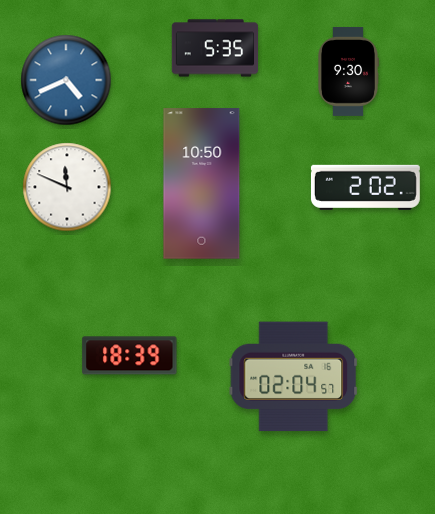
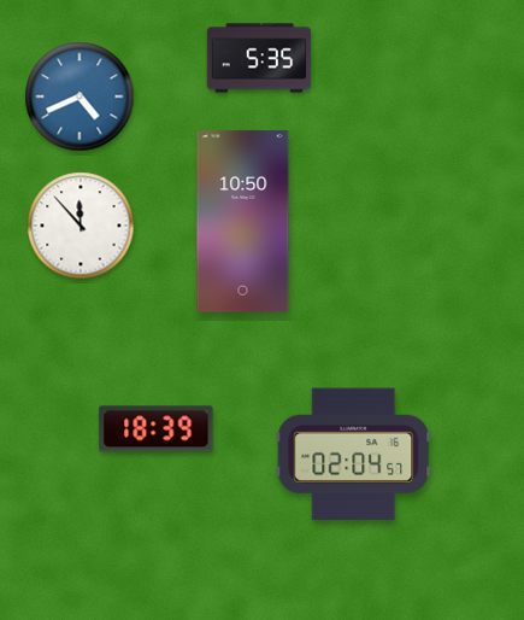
clock at (349, 71): 9:30 -> none
clock at (67, 187): 11:49 -> 11:53
clock at (365, 187): 2:02 -> none
